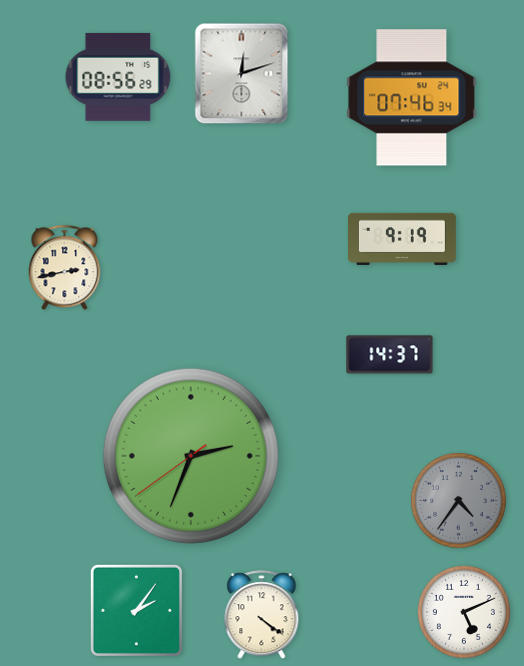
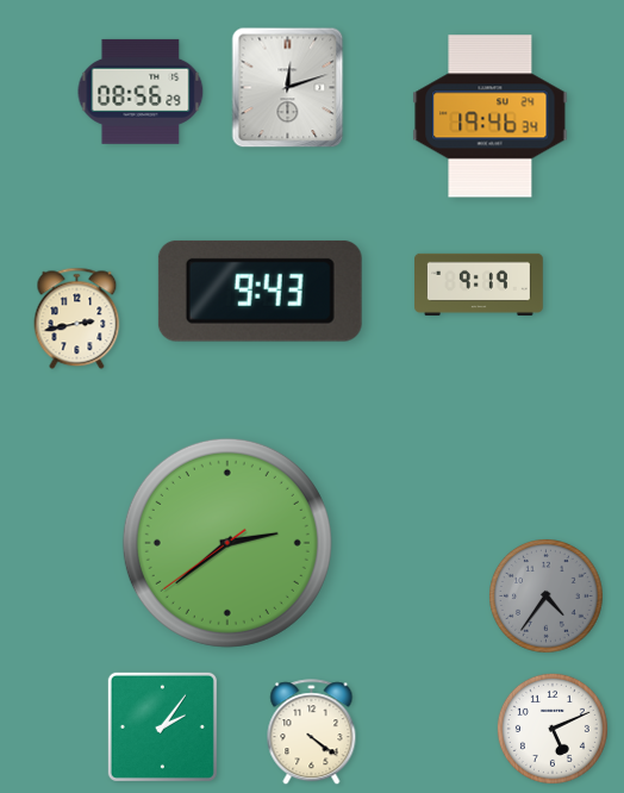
clock at (412, 98): 07:46 -> 19:46
clock at (260, 291): none -> 9:43
clock at (390, 355): 14:37 -> none
clock at (191, 456): 2:33 -> 2:38
